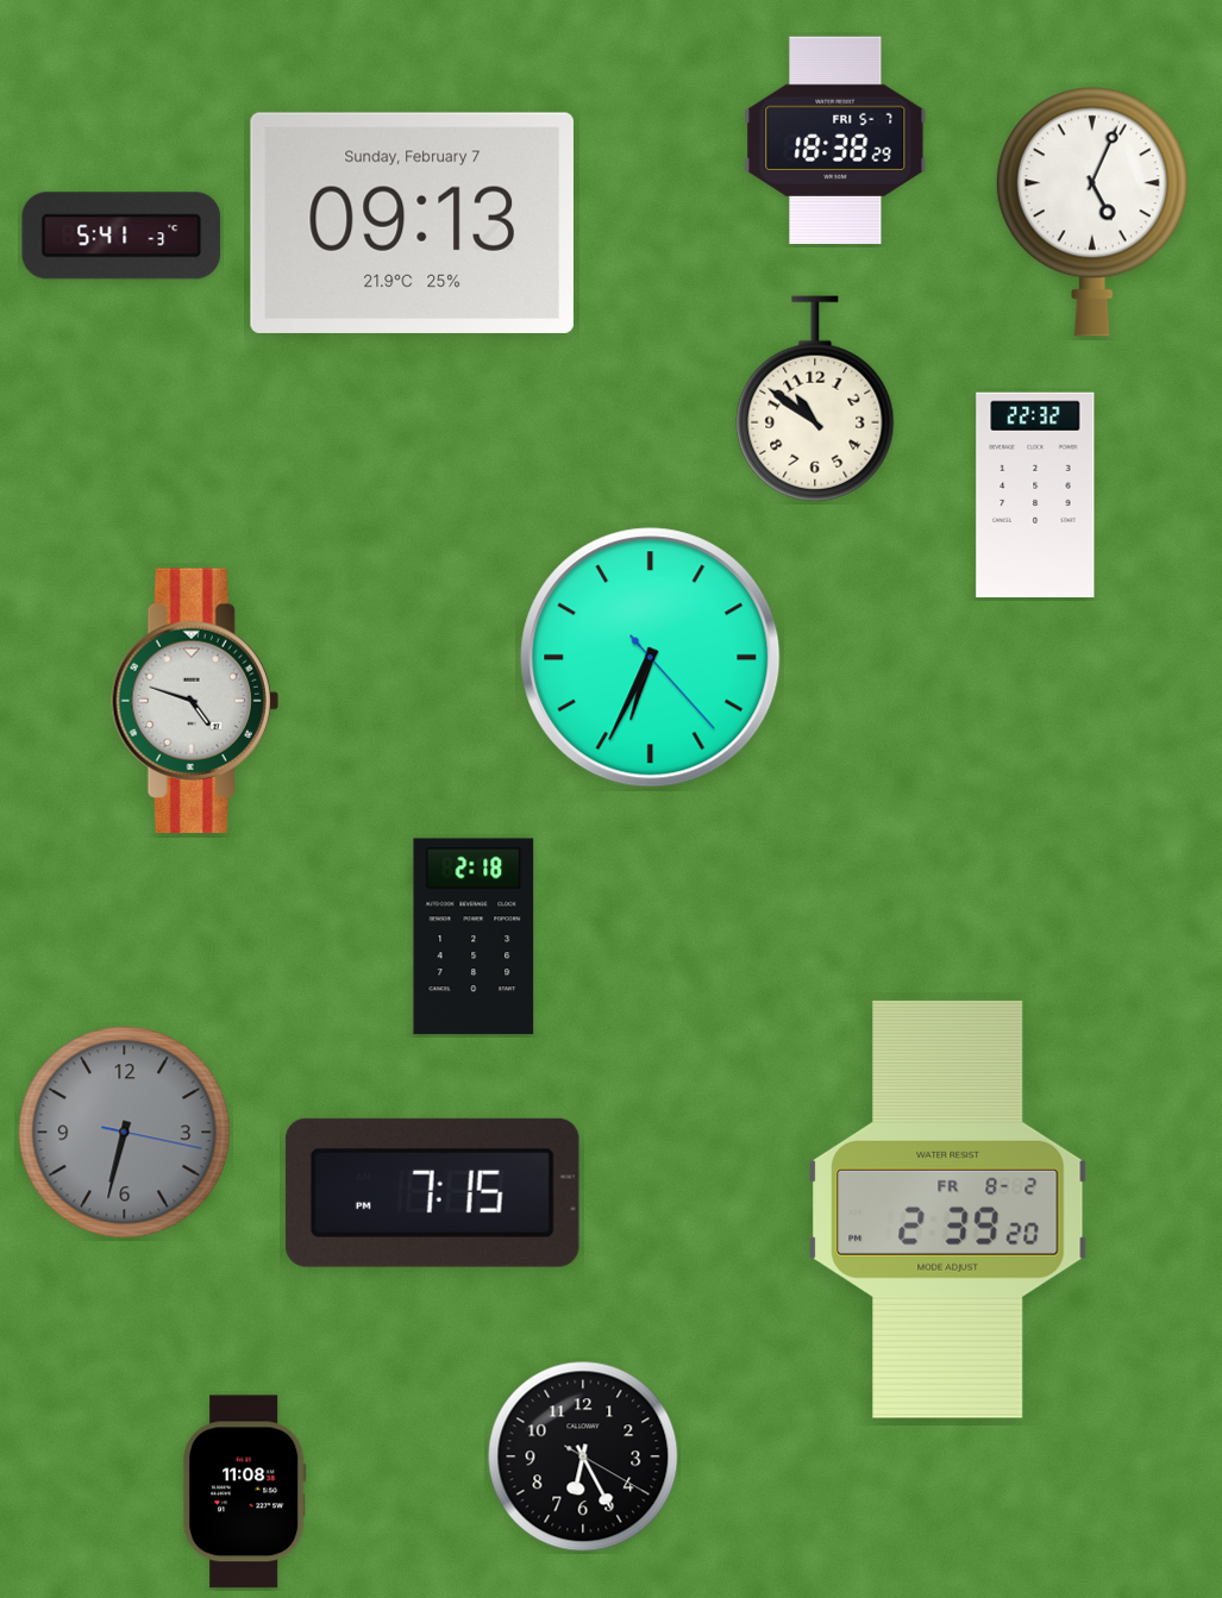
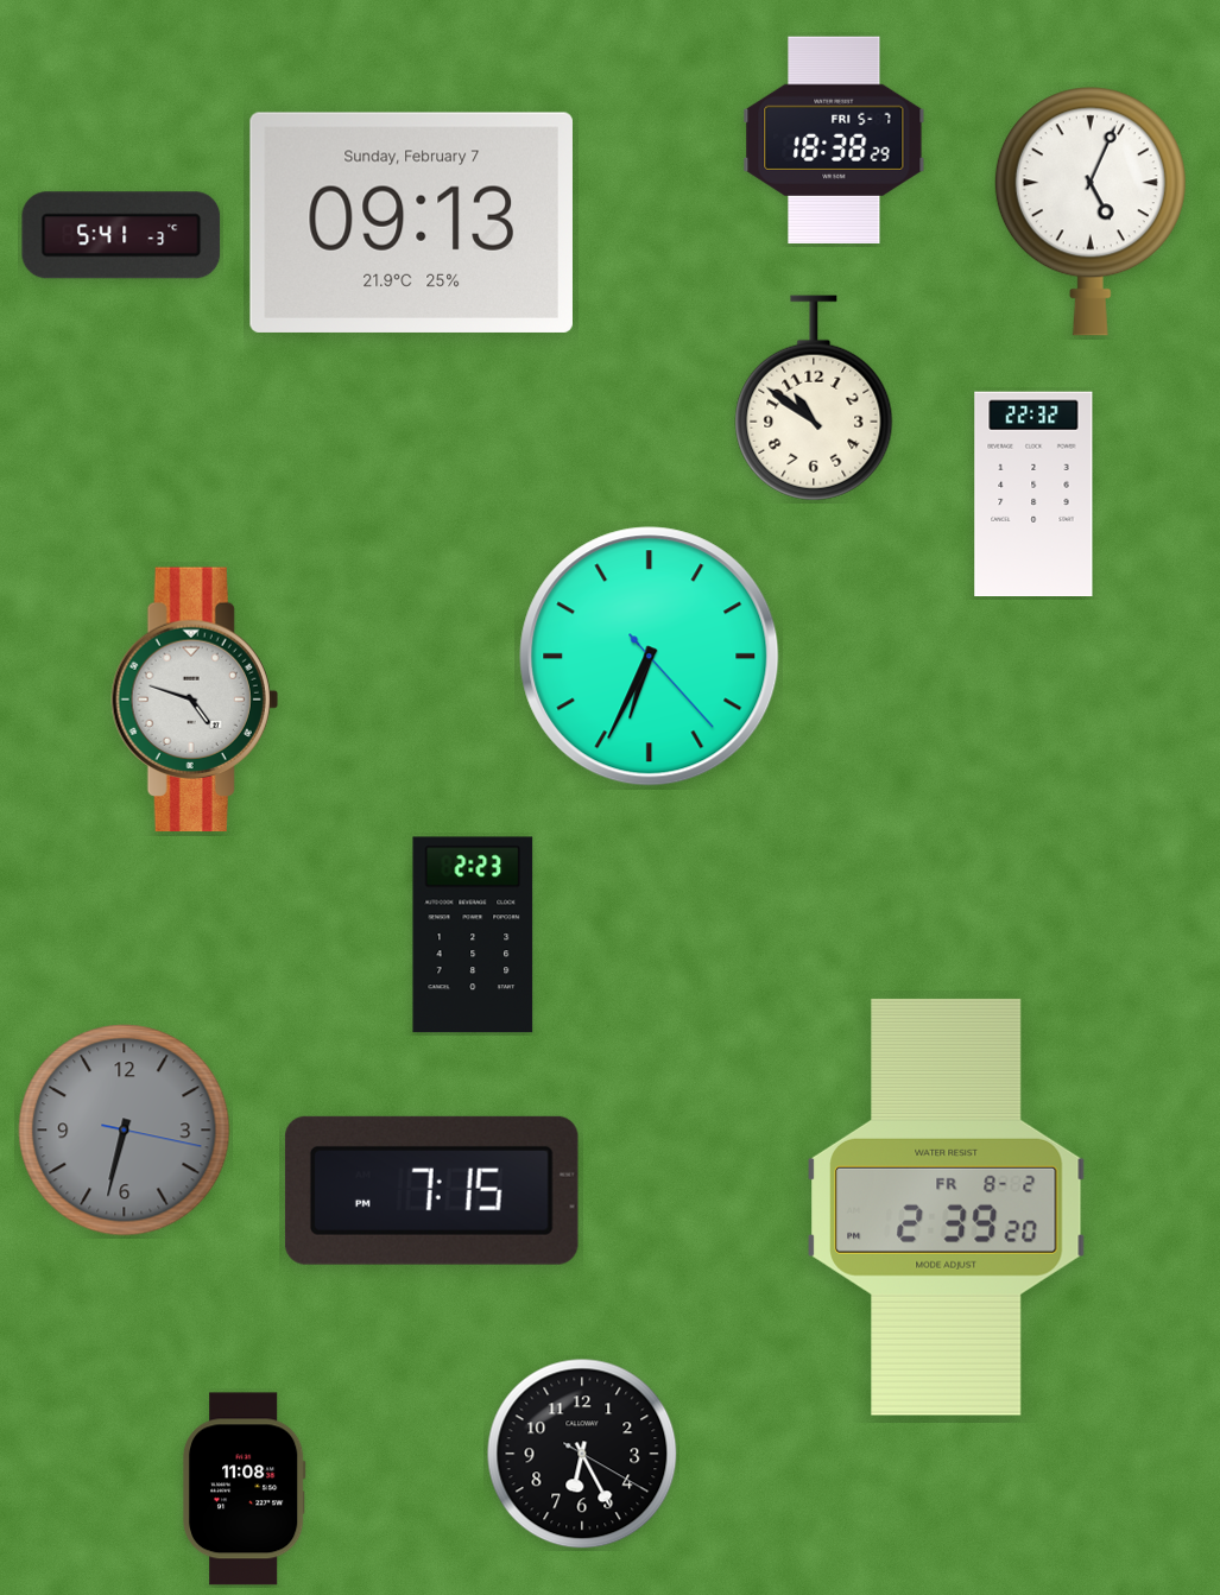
clock at (474, 936): 2:18 -> 2:23
